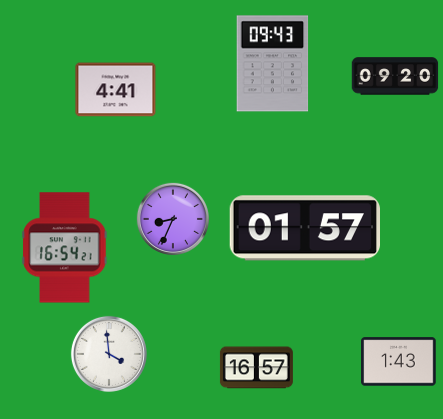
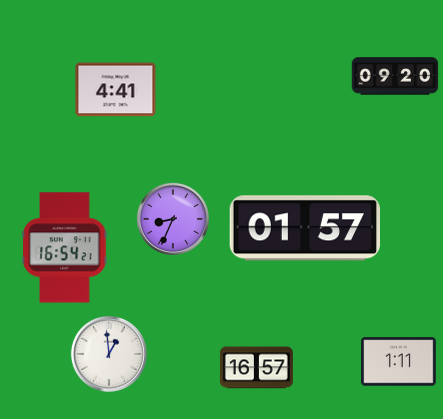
clock at (273, 64): 09:43 -> none
clock at (109, 354): 3:59 -> 12:59
clock at (399, 362): 1:43 -> 1:11
